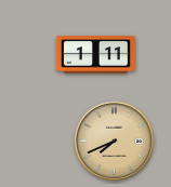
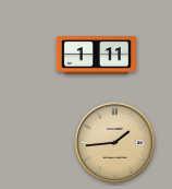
clock at (115, 142): 7:41 -> 1:44
